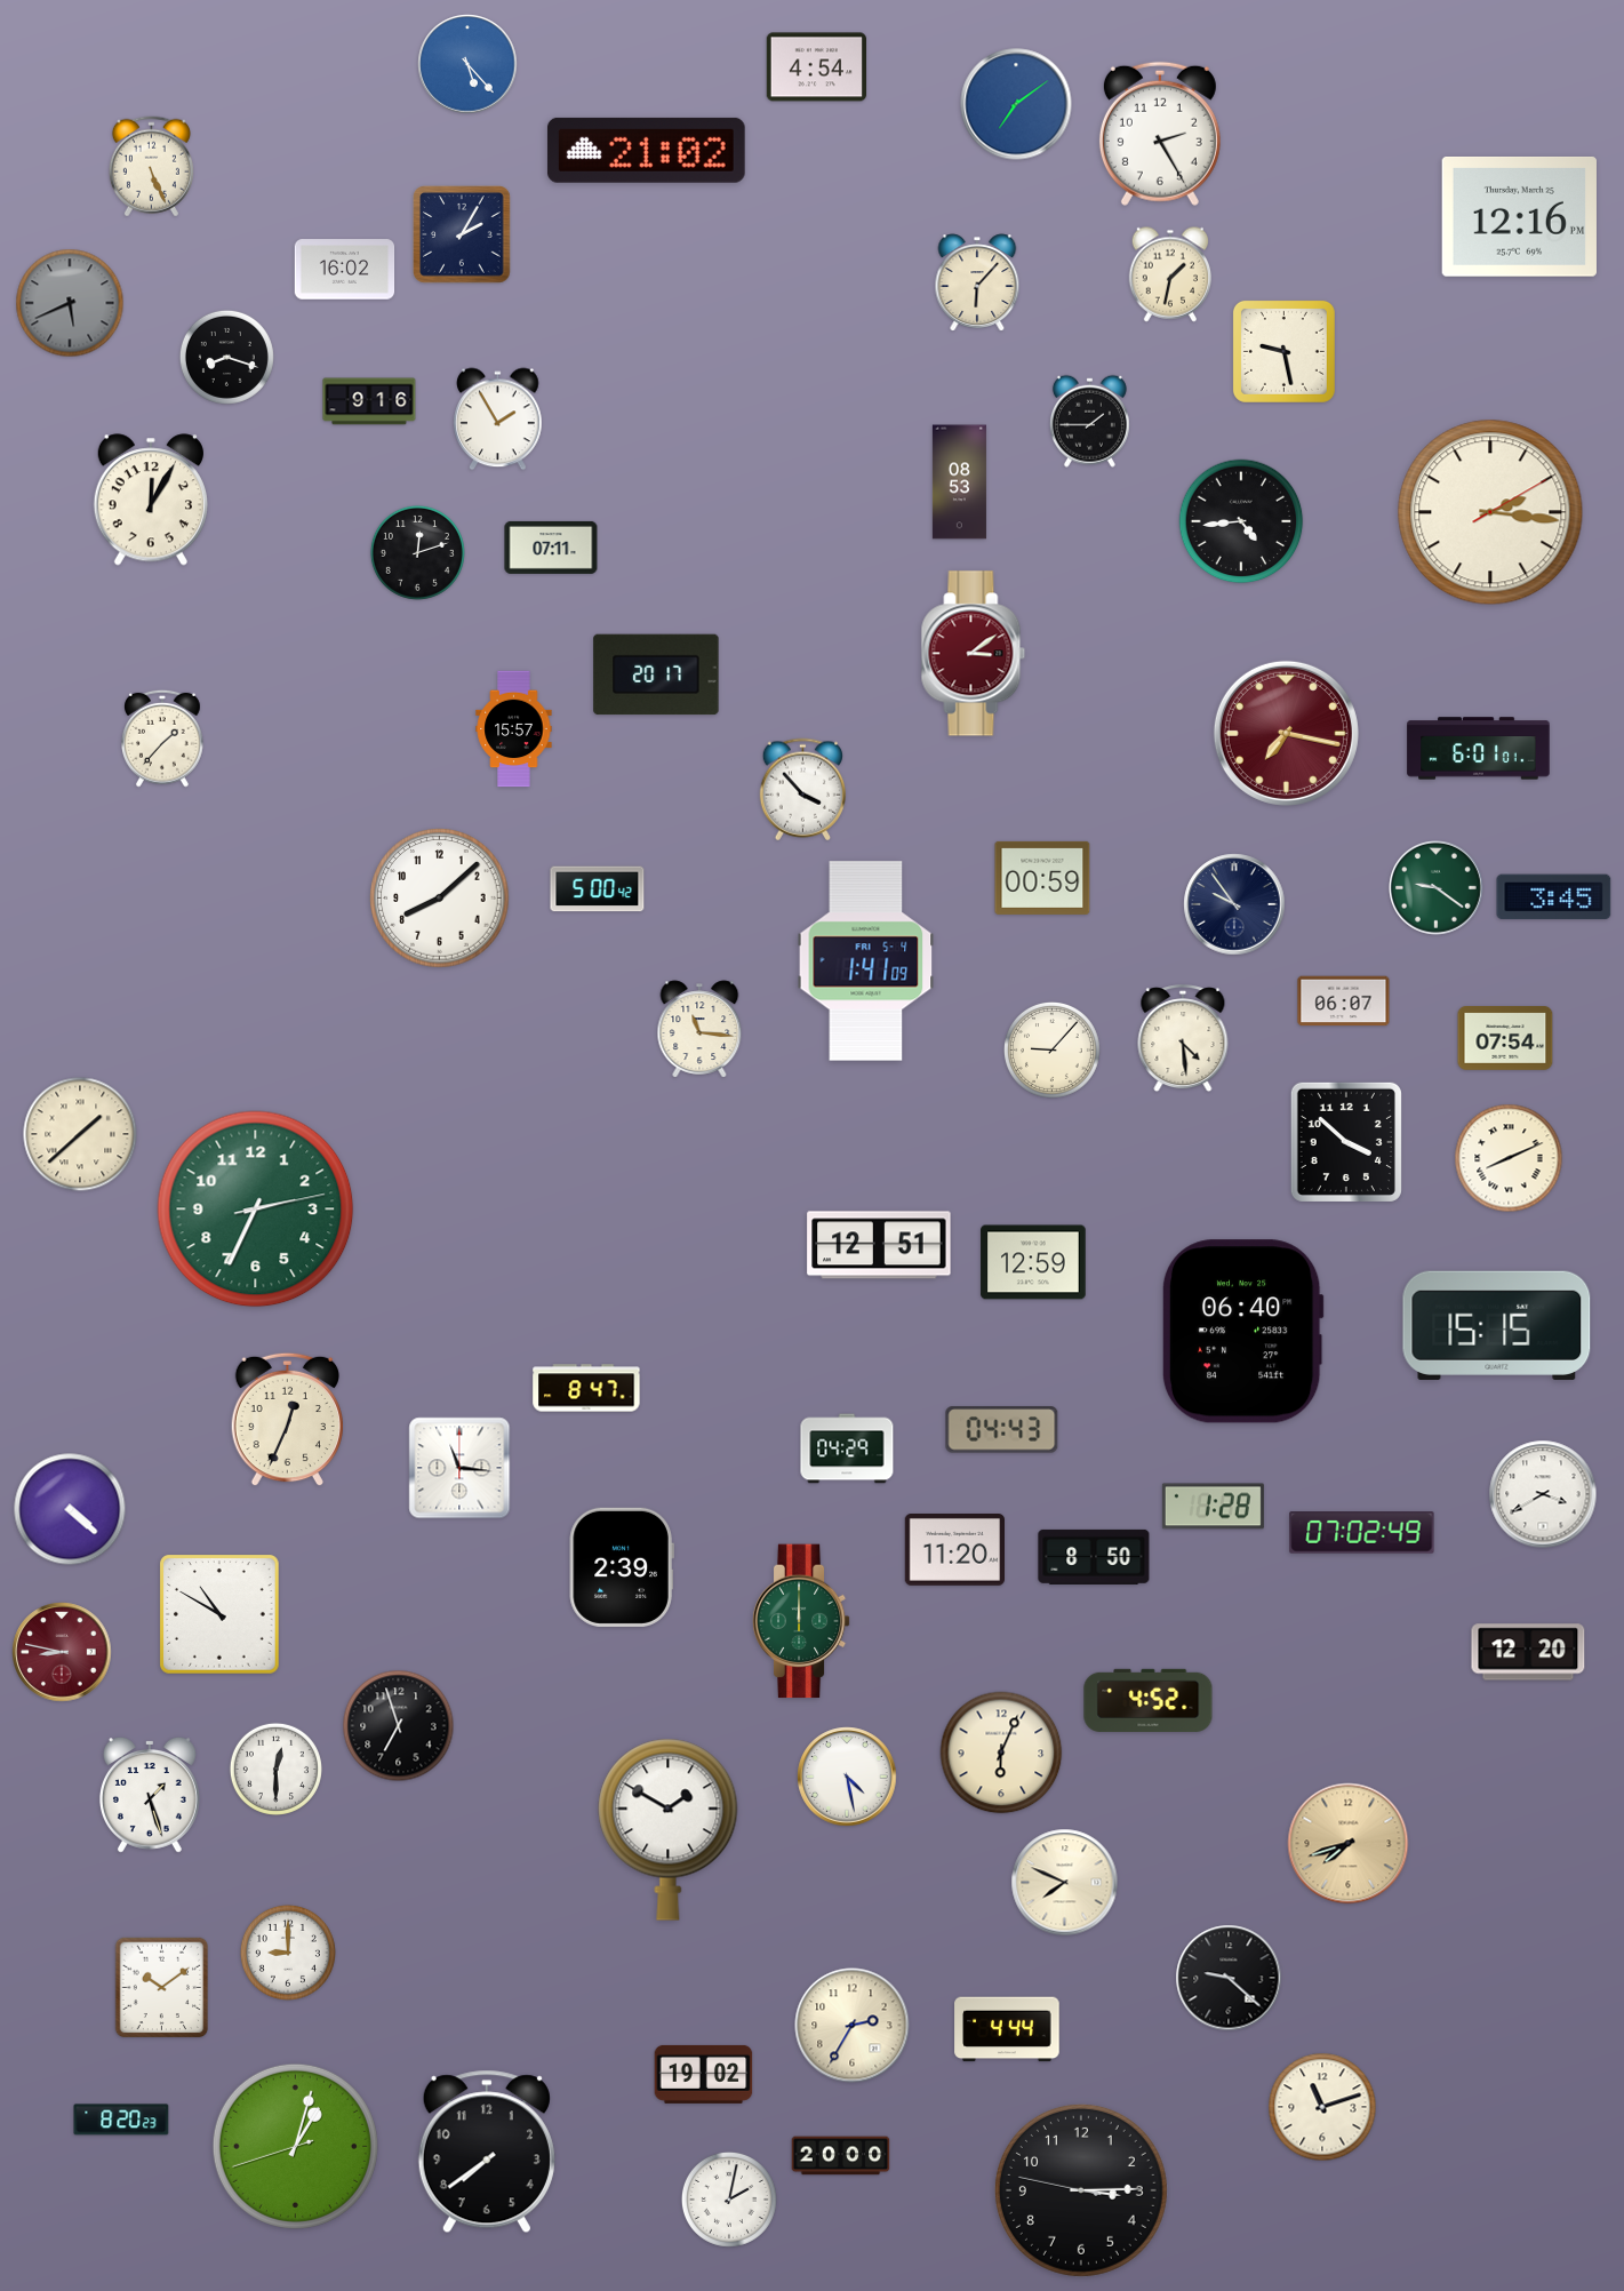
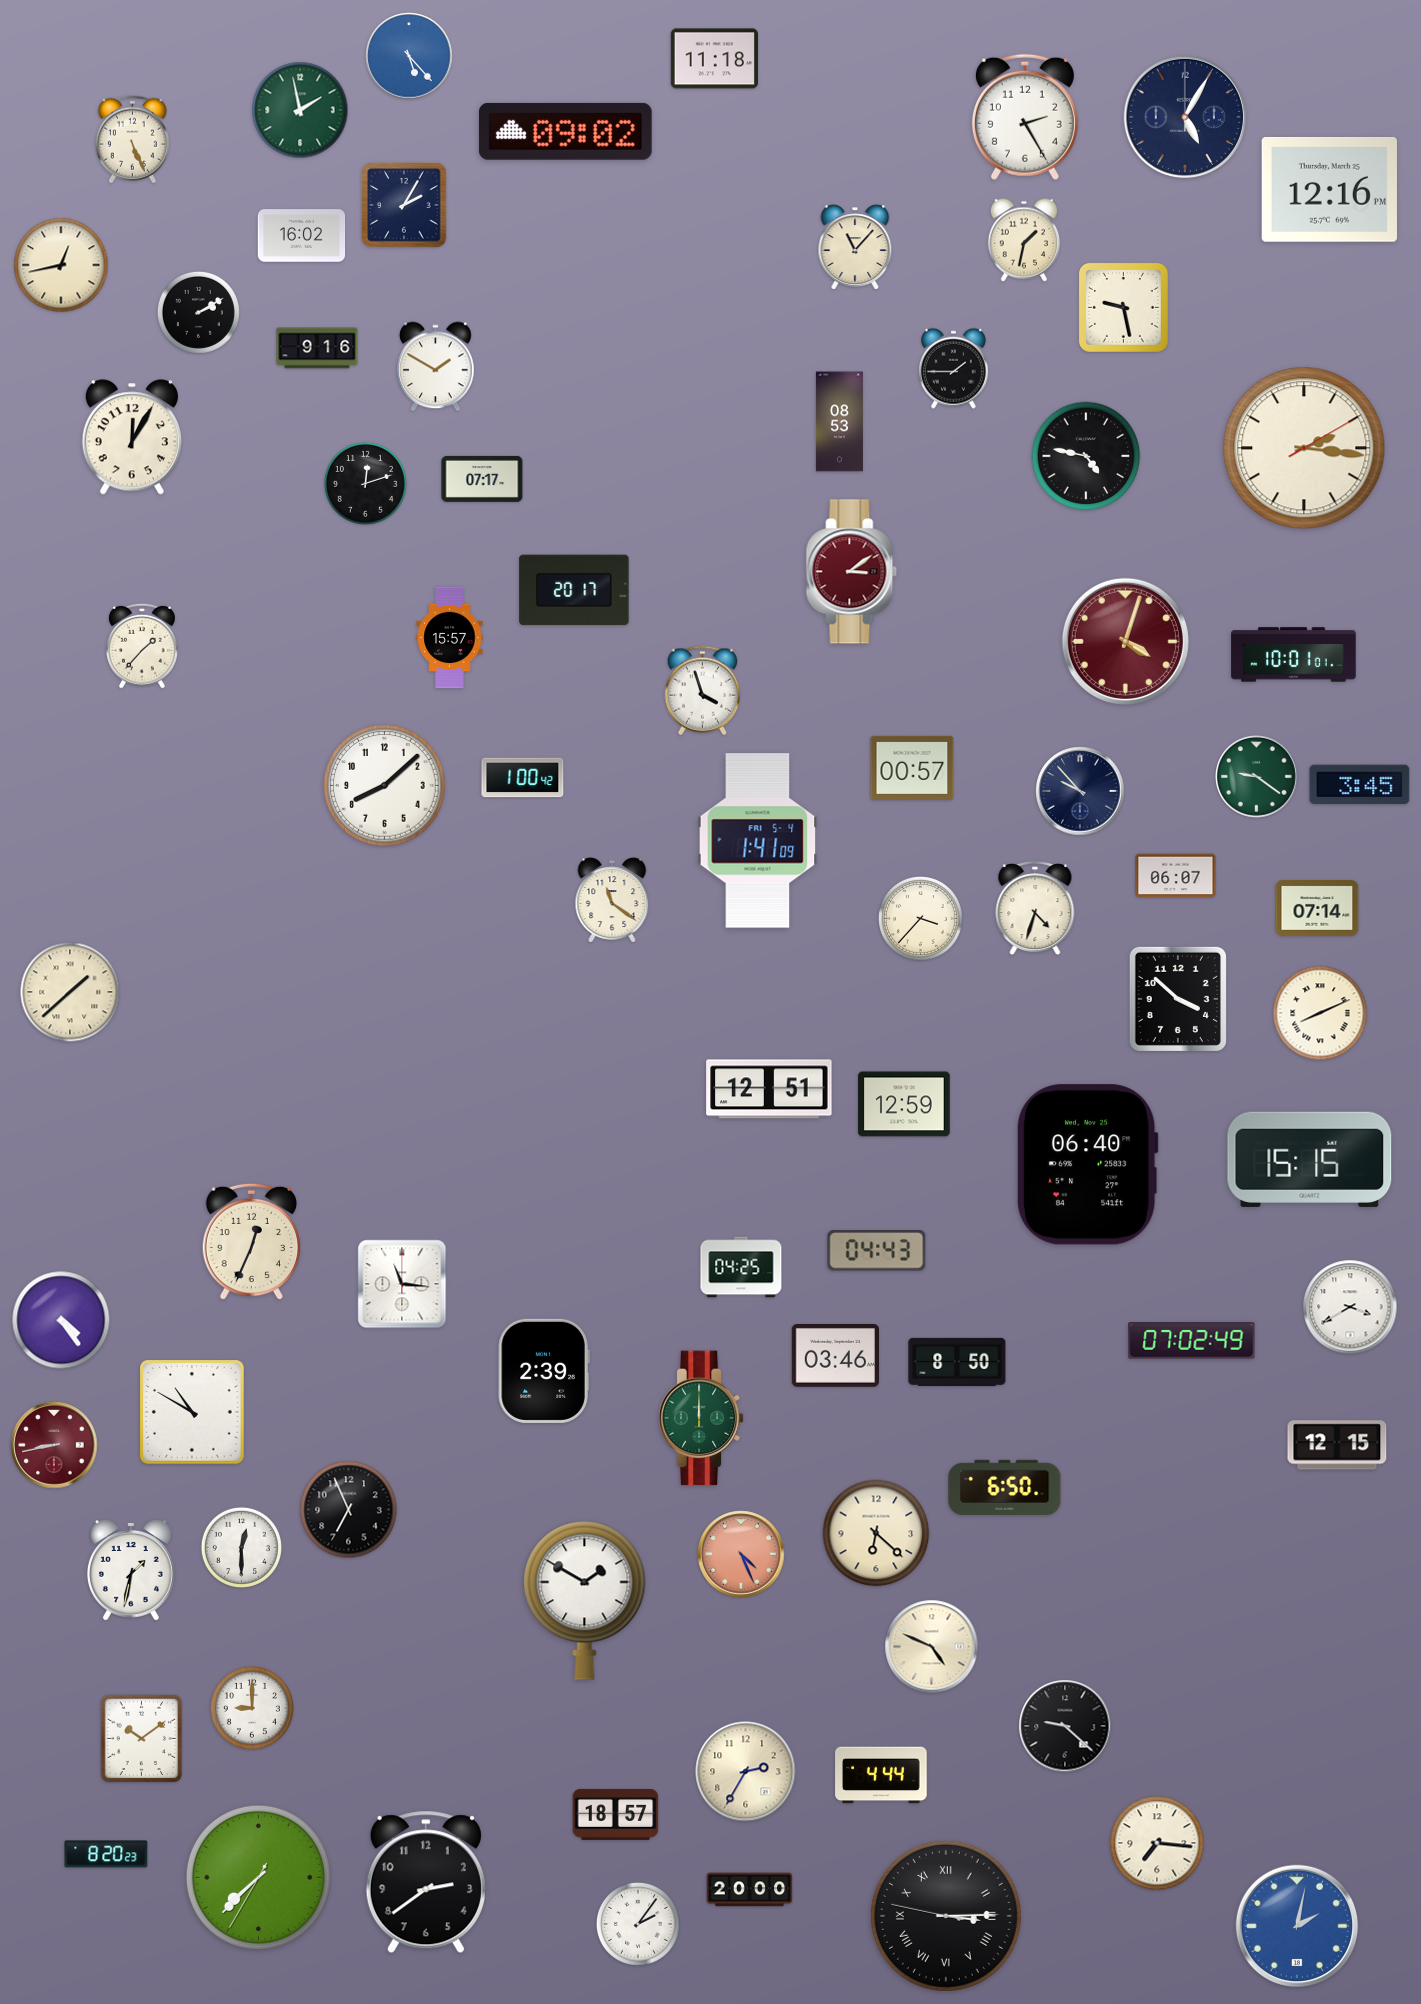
clock at (816, 67): 4:54 -> 11:18
clock at (1016, 104): 7:09 -> none
clock at (300, 110): none -> 1:58
clock at (1184, 116): none -> 5:05
clock at (1160, 134) position: (1160, 134) -> (1025, 117)
clock at (646, 150): 21:02 -> 09:02
clock at (151, 167) position: (151, 167) -> (132, 140)
clock at (977, 282): 6:07 -> 11:07
clock at (70, 303): 5:41 -> 12:43
clock at (70, 303) dial: grey -> cream
clock at (226, 357): 8:18 -> 2:10
clock at (369, 401) position: (369, 401) -> (317, 348)
clock at (498, 420): 1:55 -> 1:50
clock at (1241, 521): 4:44 -> 4:47
clock at (551, 548): 07:11 -> 07:17
clock at (1286, 733): 7:17 -> 4:03
clock at (1479, 749): 6:01 -> 10:01
clock at (802, 790): 3:53 -> 3:57
clock at (1042, 878): 00:59 -> 00:57
clock at (598, 889): 5:00 -> 1:00
clock at (1234, 904): 9:54 -> 9:53
clock at (699, 1029): 11:16 -> 11:21
clock at (1183, 1039): 4:29 -> 4:33
clock at (1505, 1039): 07:54 -> 07:14
clock at (1051, 1049): 9:07 -> 3:37
clock at (256, 1210): 2:34 -> none
clock at (586, 1388): 8:47 -> none
clock at (847, 1448): 04:29 -> 04:25
clock at (1213, 1507): 1:28 -> none
clock at (70, 1509): 4:22 -> 4:24
clock at (954, 1550): 11:20 -> 03:46
clock at (62, 1652): 8:47 -> 8:43
clock at (1528, 1652): 12:20 -> 12:15
clock at (1149, 1700): 4:52 -> 6:50
clock at (399, 1726): 6:57 -> 6:56
clock at (1001, 1753): 6:04 -> 6:22
clock at (847, 1777): 4:28 -> 4:26
clock at (847, 1777) dial: white -> salmon
clock at (150, 1796): 1:27 -> 1:32
clock at (1349, 1844): 7:42 -> none
clock at (1065, 1883): 7:49 -> 4:49
clock at (1229, 1978) position: (1229, 1978) -> (1065, 1726)
clock at (704, 2074): 19:02 -> 18:57
clock at (1322, 2107): 11:12 -> 7:16
clock at (295, 2146): 1:02 -> 7:37
clock at (487, 2152): 7:39 -> 2:39
clock at (841, 2156) position: (841, 2156) -> (750, 1890)
clock at (1081, 2190) numerals: Arabic -> Roman
clock at (729, 2200): 2:02 -> 2:06
clock at (1296, 1925): none -> 2:02
